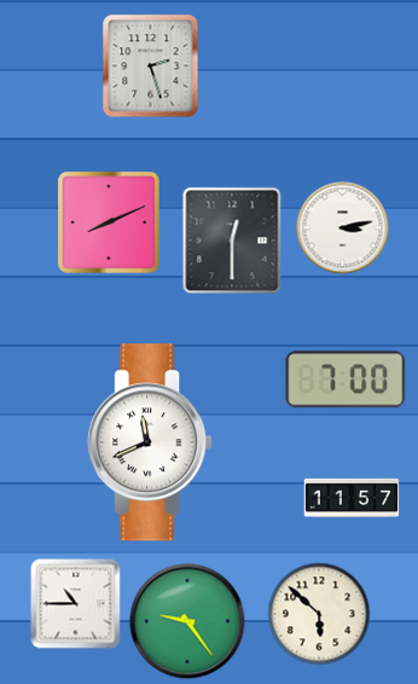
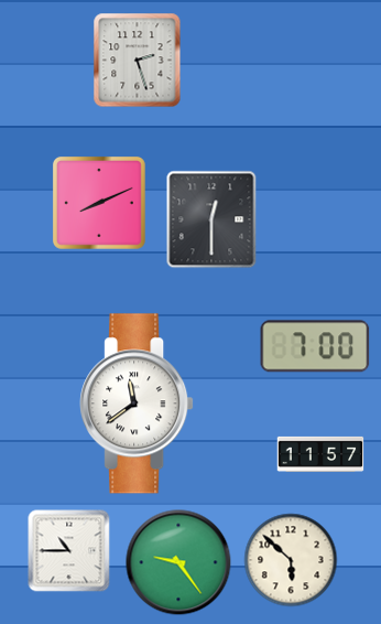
clock at (343, 228): 3:13 -> none
clock at (150, 442): 11:41 -> 11:39
clock at (187, 621) position: (187, 621) -> (178, 562)
